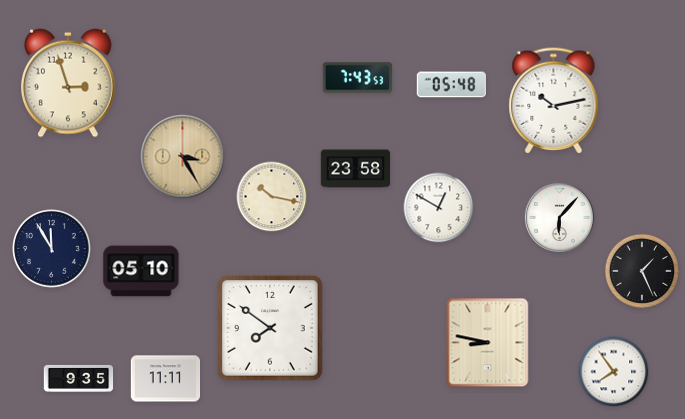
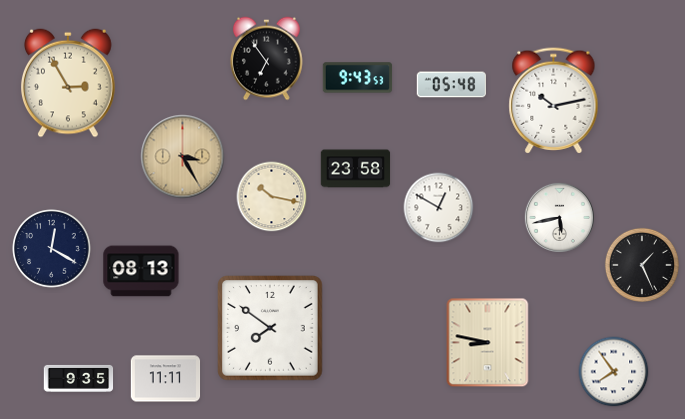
clock at (266, 59): none -> 6:54
clock at (358, 78): 7:43 -> 9:43
clock at (69, 83): 2:57 -> 2:55
clock at (559, 217): 6:07 -> 5:43
clock at (52, 249): 11:55 -> 12:20
clock at (141, 271): 05:10 -> 08:13
clock at (642, 271) position: (642, 271) -> (642, 265)
